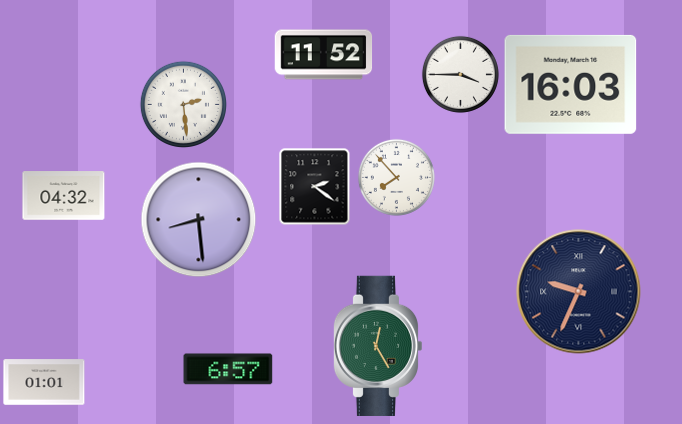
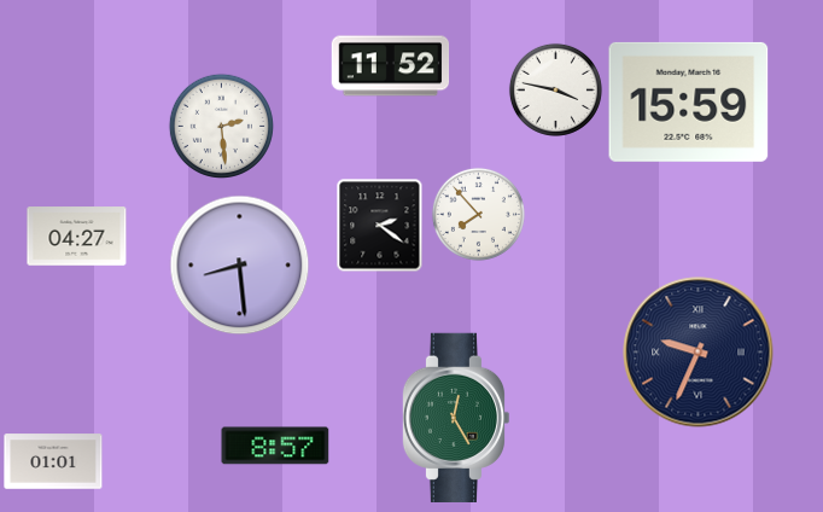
clock at (460, 74): 3:45 -> 3:47
clock at (571, 84): 16:03 -> 15:59
clock at (64, 196): 04:32 -> 04:27
clock at (228, 369): 6:57 -> 8:57
